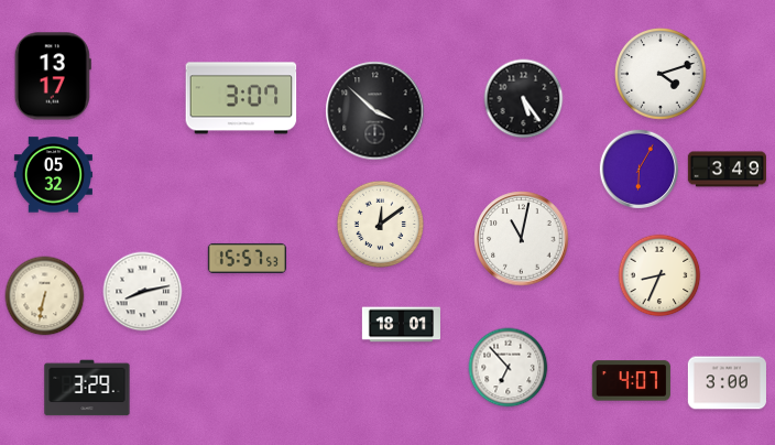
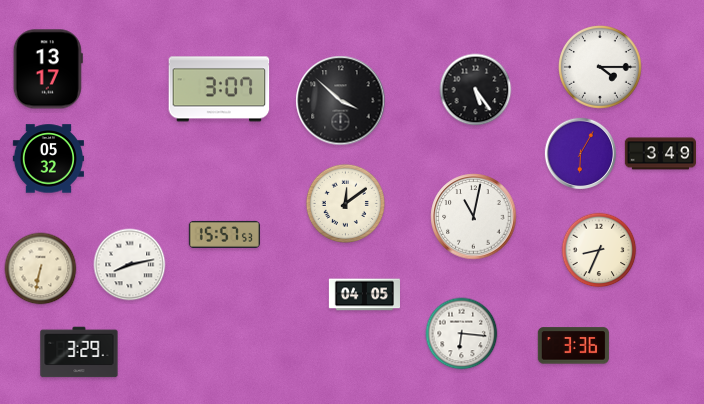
clock at (662, 75): 4:12 -> 4:15
clock at (401, 325): 18:01 -> 04:05
clock at (509, 368): 6:53 -> 6:16
clock at (631, 381): 4:07 -> 3:36
clock at (727, 383): 3:00 -> none
